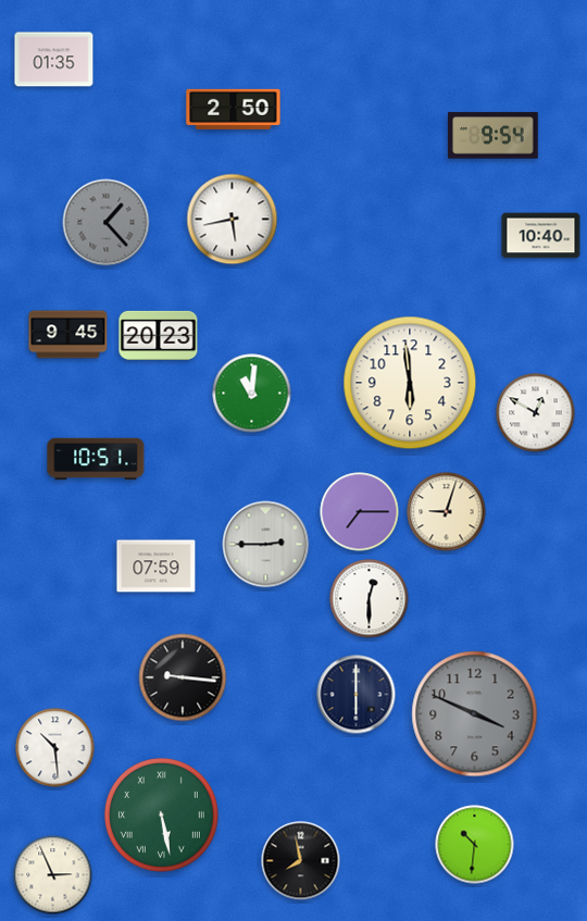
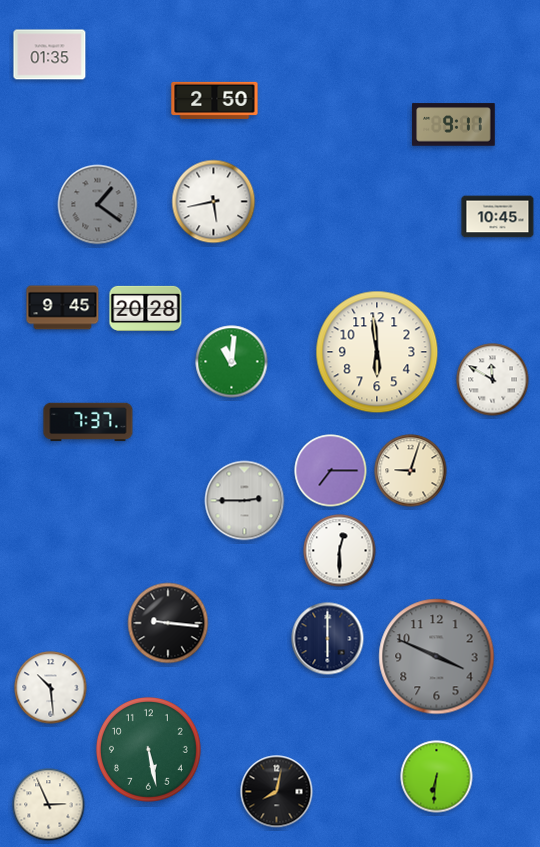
clock at (494, 136): 9:54 -> 9:11
clock at (107, 223): 1:23 -> 1:21
clock at (541, 236): 10:40 -> 10:45
clock at (159, 335): 20:23 -> 20:28
clock at (536, 413): 12:50 -> 11:50
clock at (96, 459): 10:51 -> 7:37
clock at (157, 567): 07:59 -> none
clock at (161, 814) numerals: Roman -> Arabic
clock at (475, 845): 10:31 -> 6:31
clock at (301, 861): 7:58 -> 8:02
